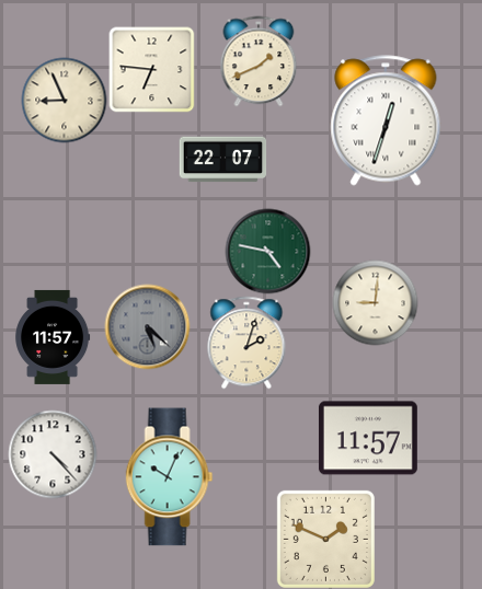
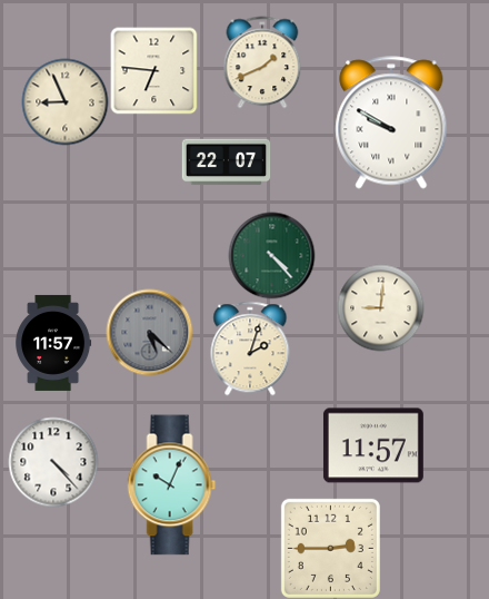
clock at (386, 120): 12:33 -> 9:50
clock at (267, 251): 4:47 -> 4:23
clock at (325, 539): 1:49 -> 2:45
